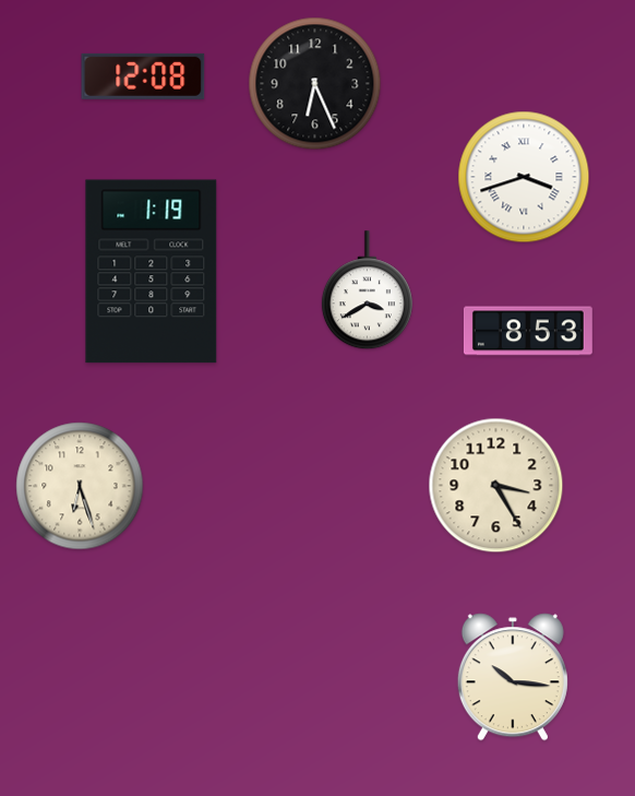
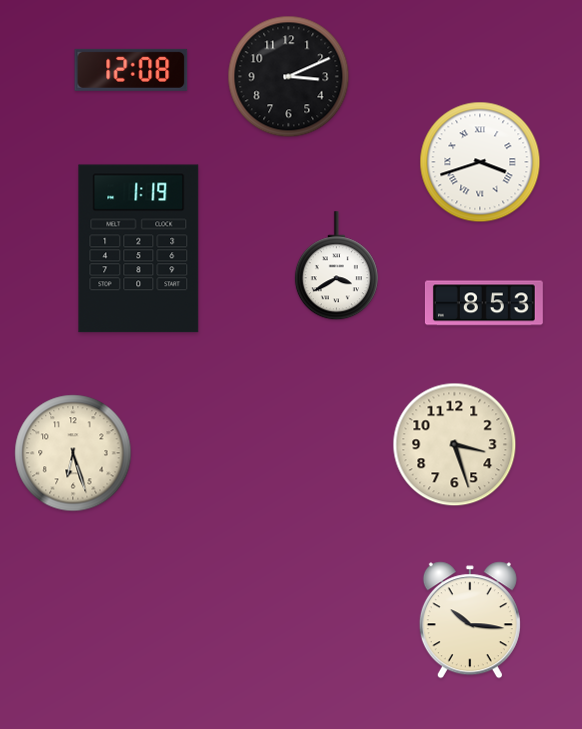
clock at (315, 84): 6:26 -> 3:11
clock at (80, 486) position: (80, 486) -> (73, 453)
clock at (496, 486): 3:25 -> 3:27
